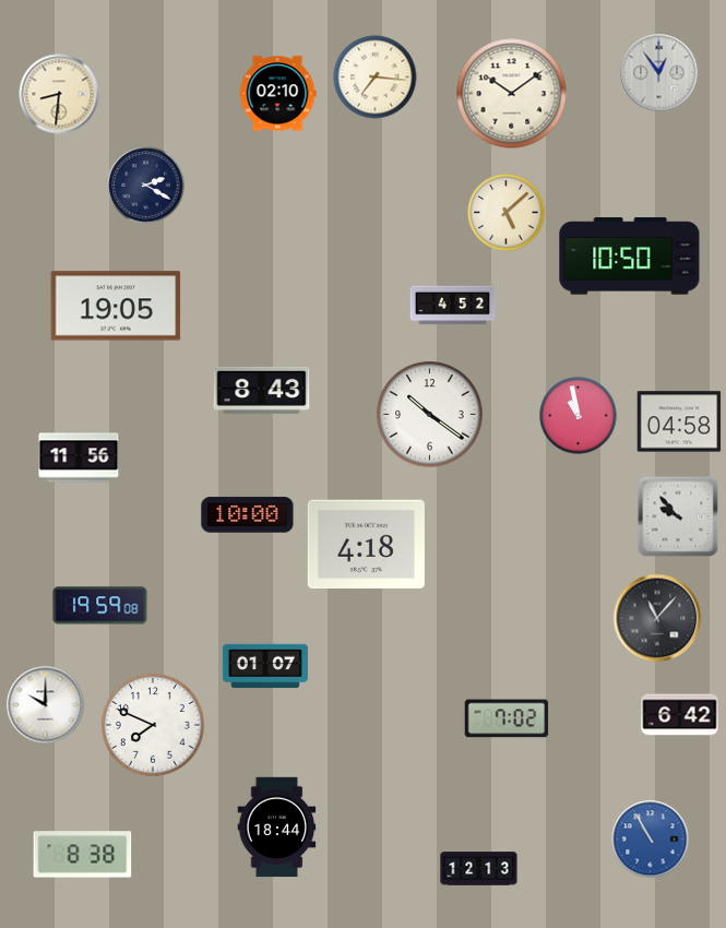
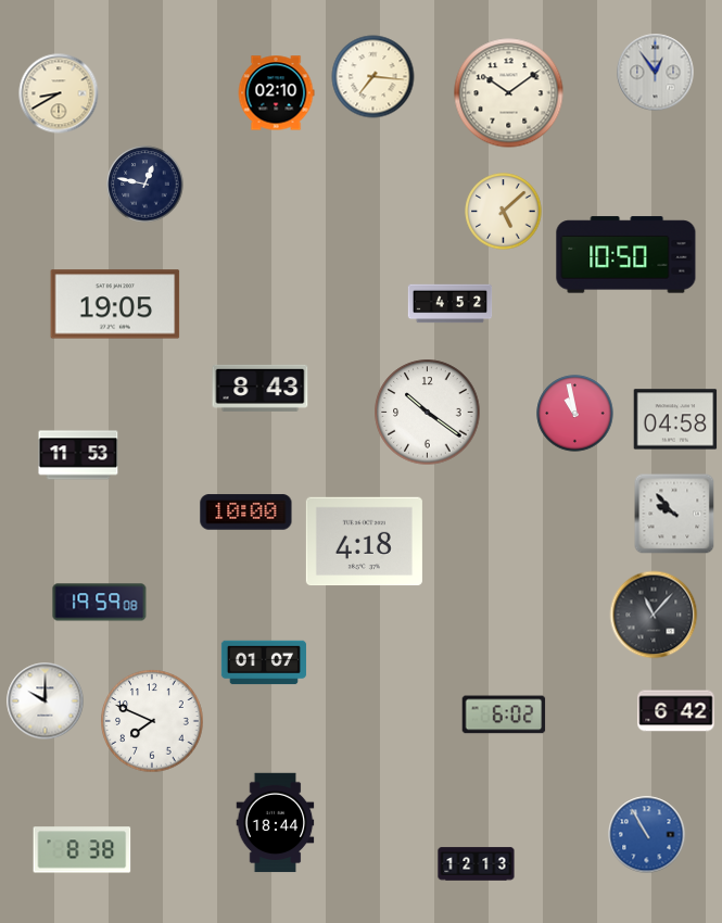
clock at (59, 94): 8:31 -> 8:40
clock at (146, 186): 2:20 -> 12:47
clock at (79, 457): 11:56 -> 11:53
clock at (507, 718): 7:02 -> 6:02
